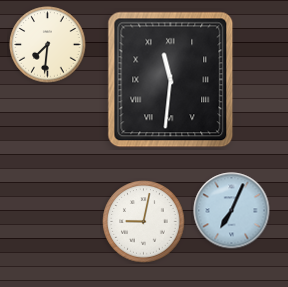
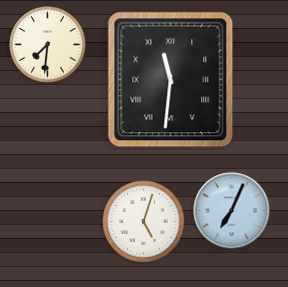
clock at (144, 222): 9:02 -> 5:03
